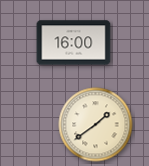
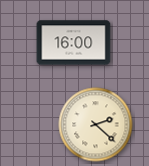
clock at (96, 125): 1:39 -> 2:22
